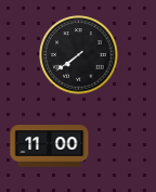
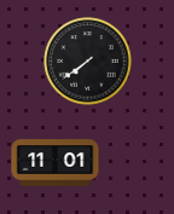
clock at (50, 146): 11:00 -> 11:01
